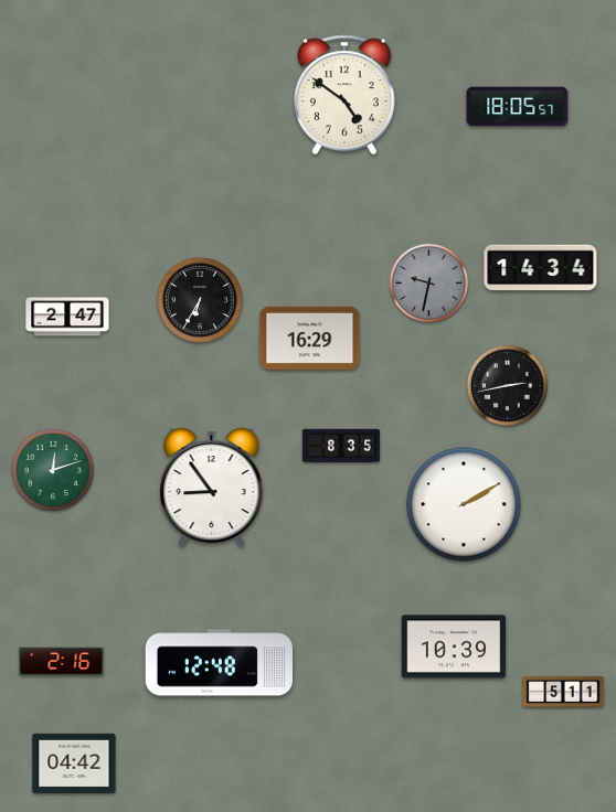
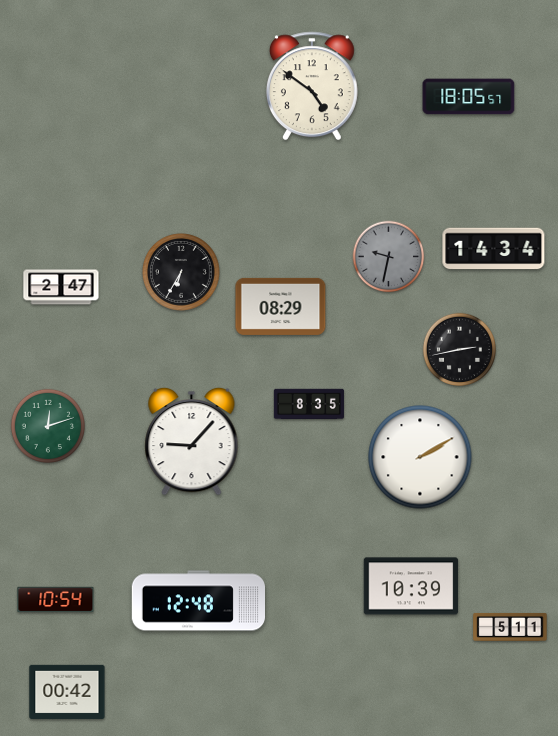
clock at (541, 268) position: (541, 268) -> (494, 249)
clock at (310, 338): 16:29 -> 08:29
clock at (212, 487): 8:54 -> 9:07
clock at (62, 662): 2:16 -> 10:54
clock at (74, 763): 04:42 -> 00:42
